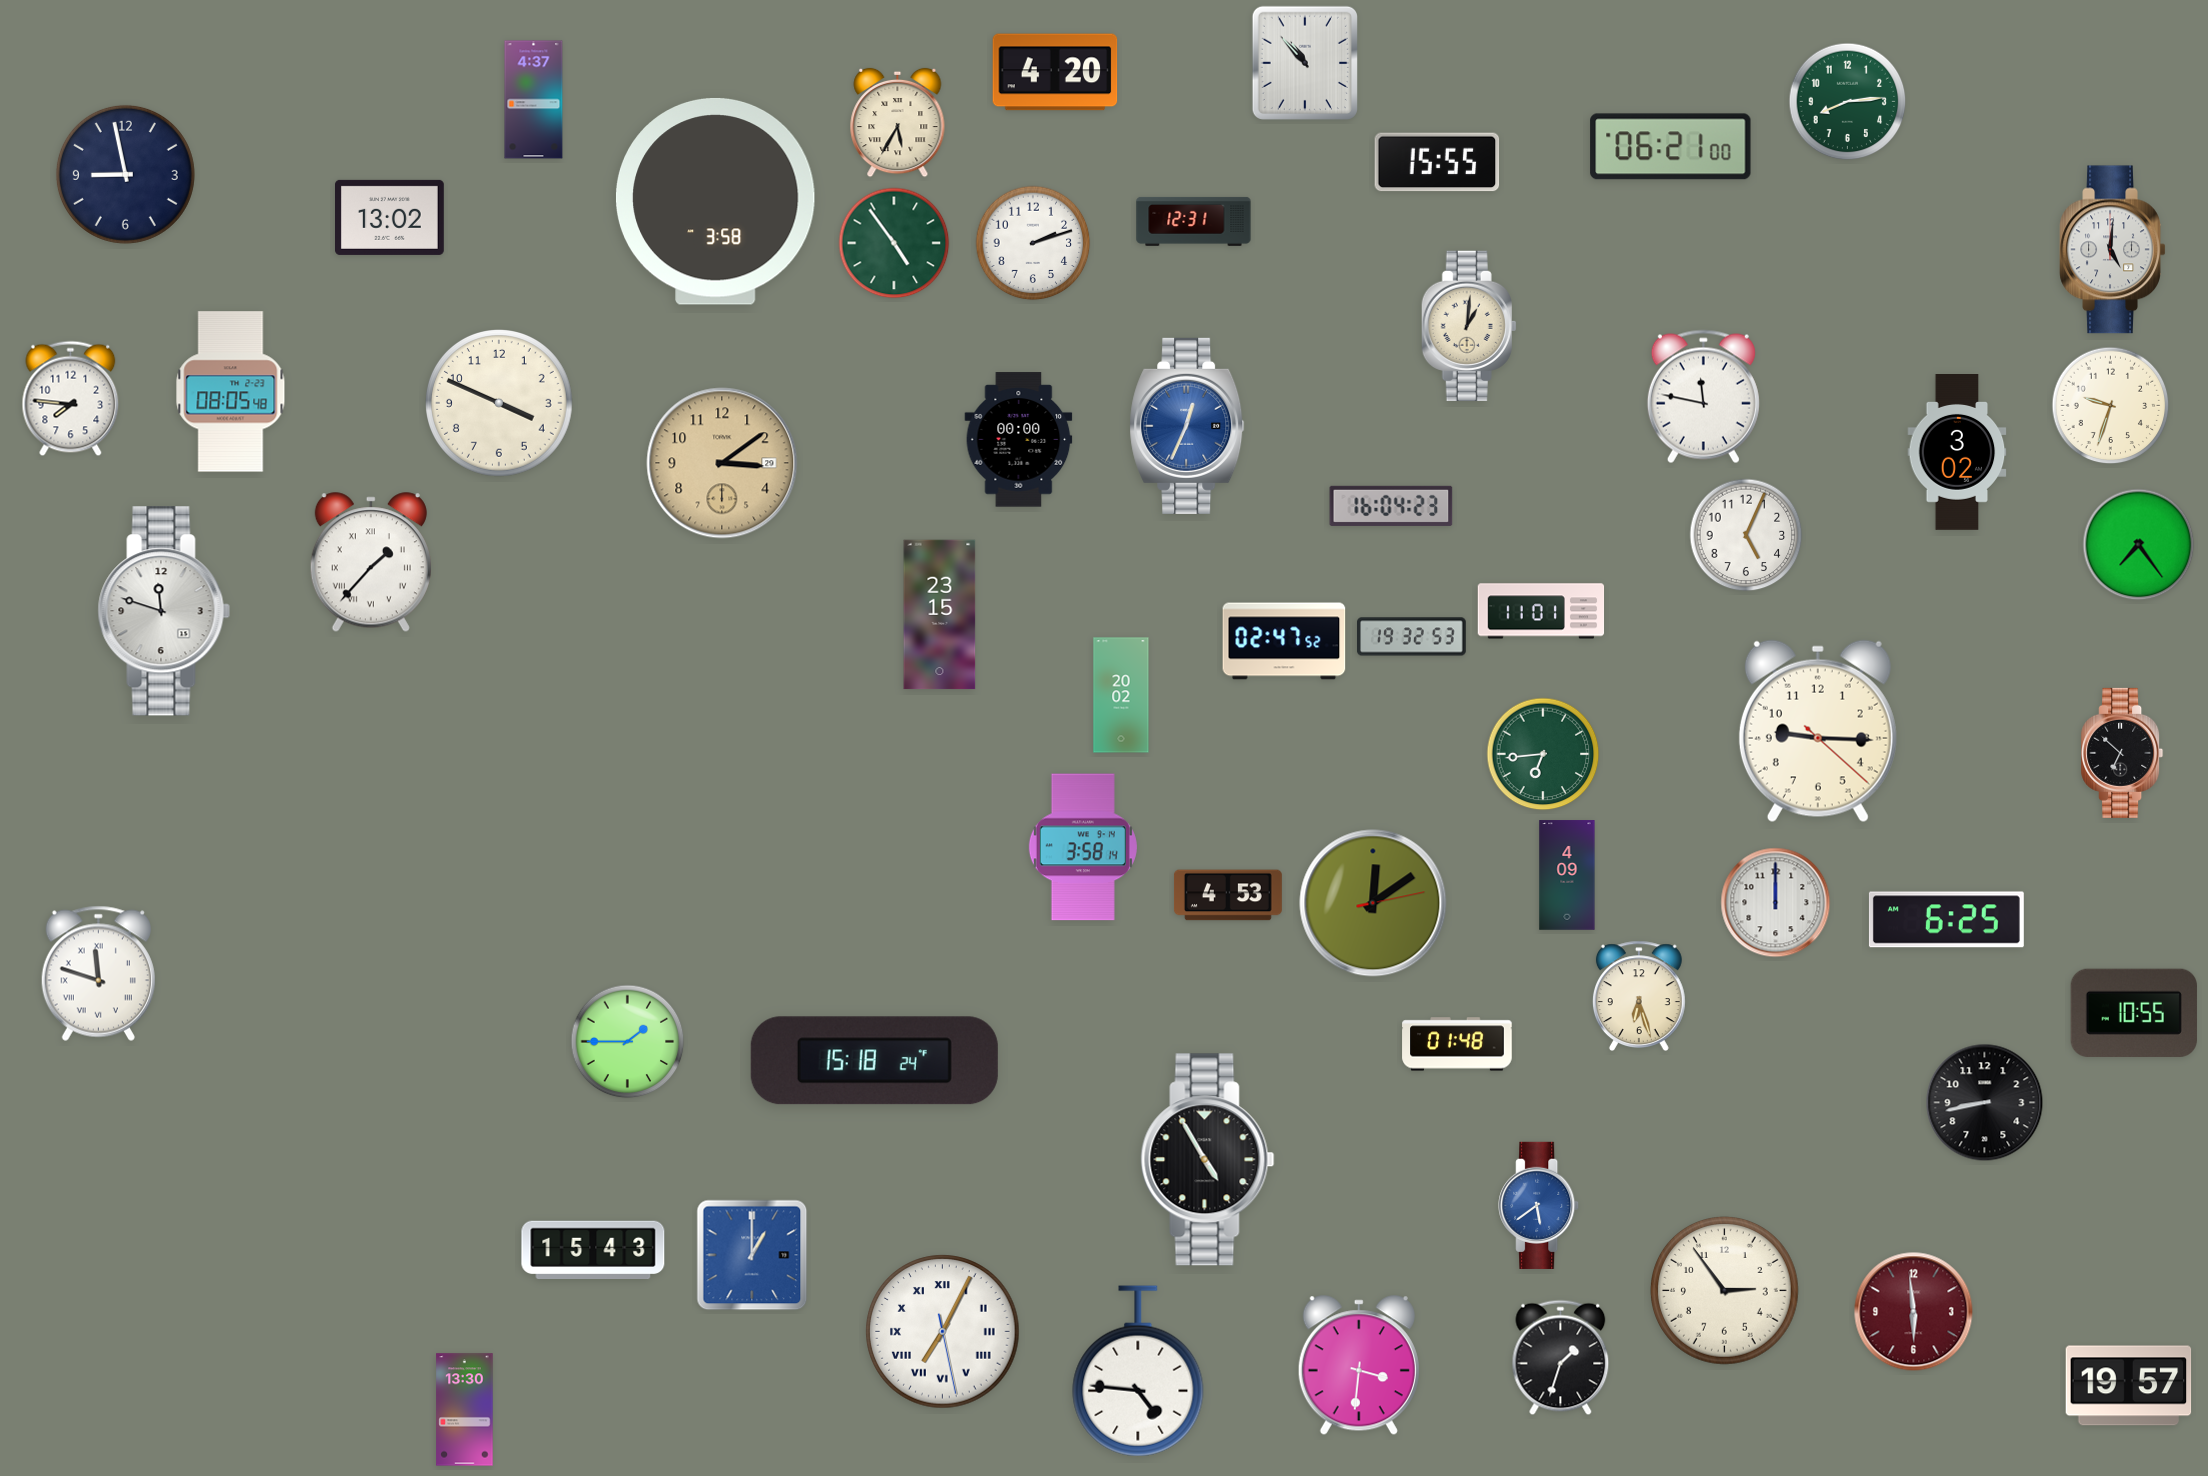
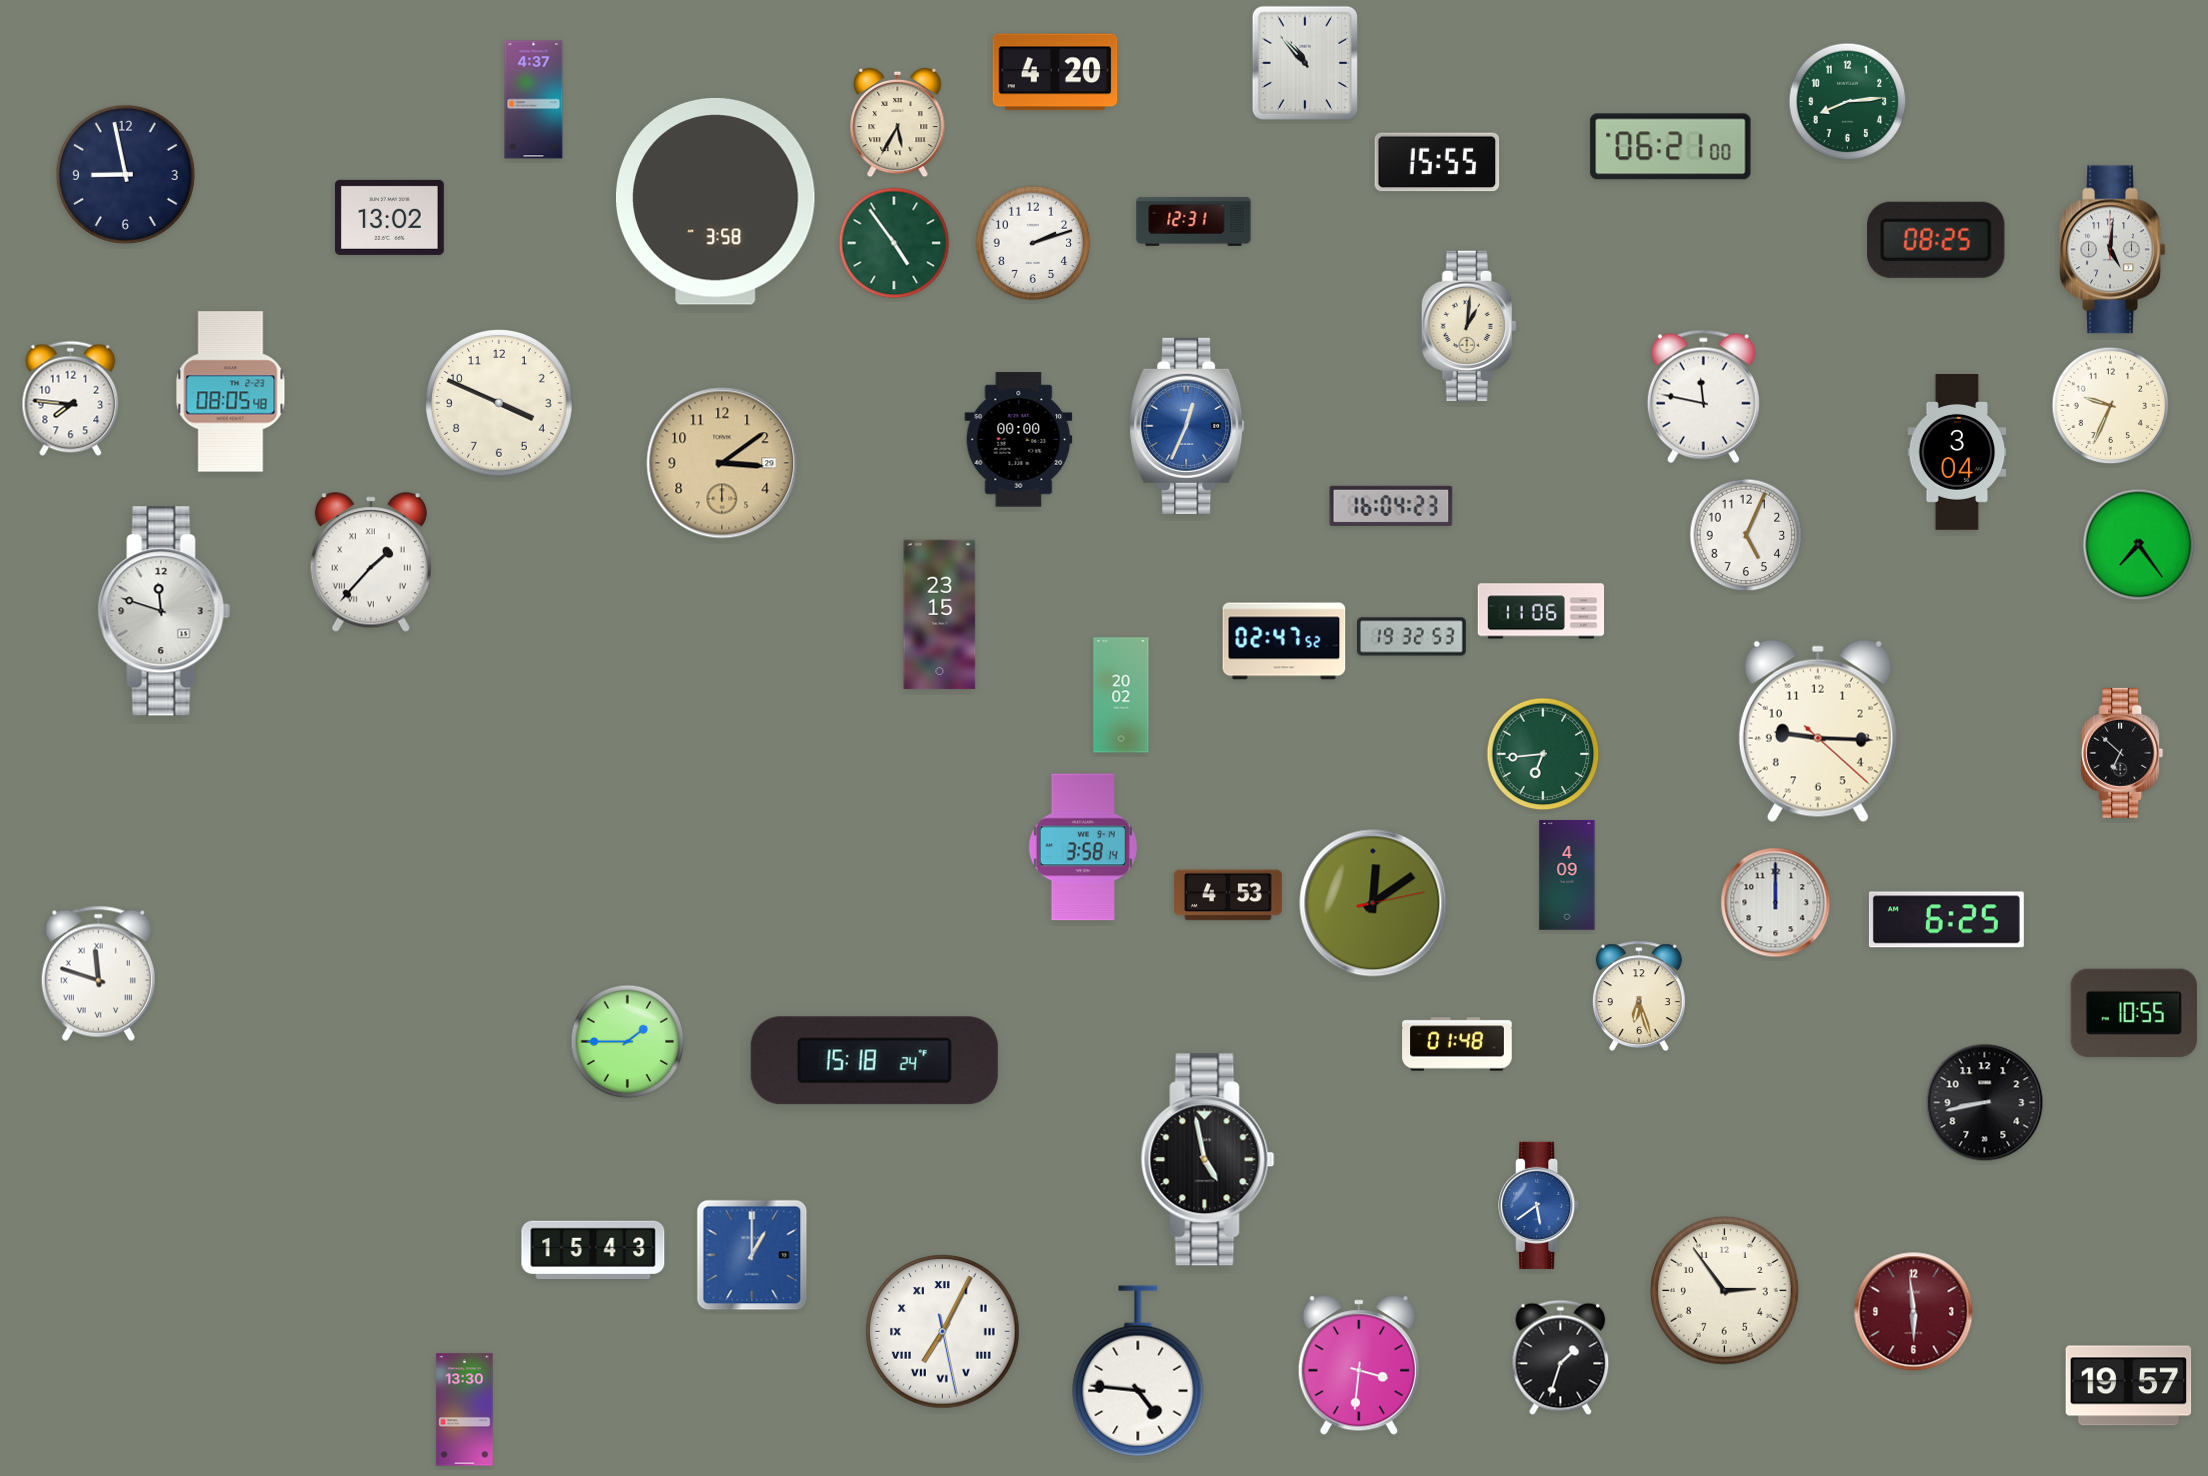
clock at (1936, 240): none -> 08:25
clock at (2111, 406): 9:33 -> 9:34
clock at (1957, 453): 3:02 -> 3:04
clock at (1541, 611): 11:01 -> 11:06
clock at (1208, 1160): 4:55 -> 4:58
